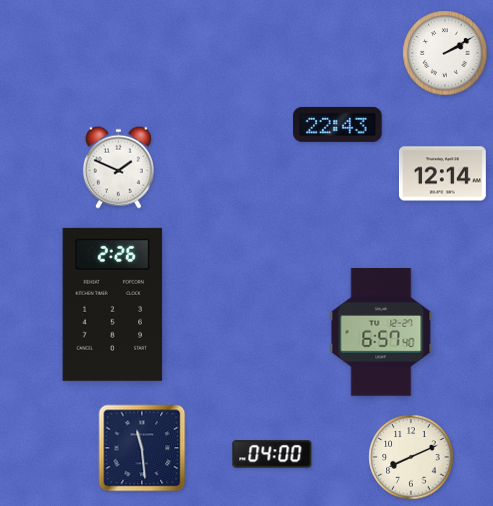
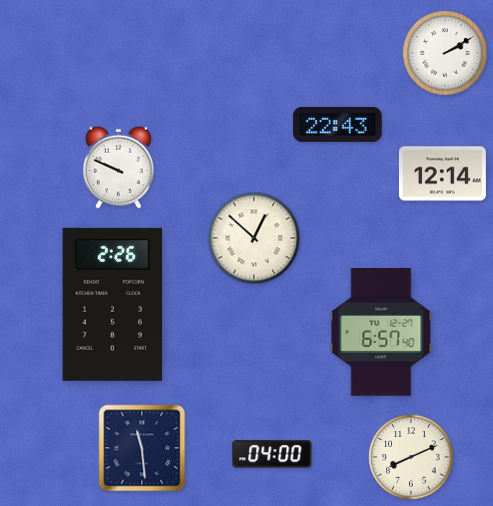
clock at (118, 167): 1:49 -> 9:49
clock at (254, 238): none -> 12:52
